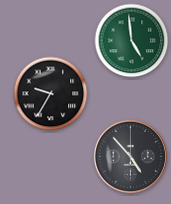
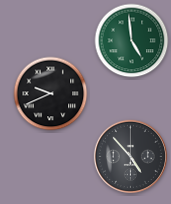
clock at (51, 94): 9:35 -> 9:41
